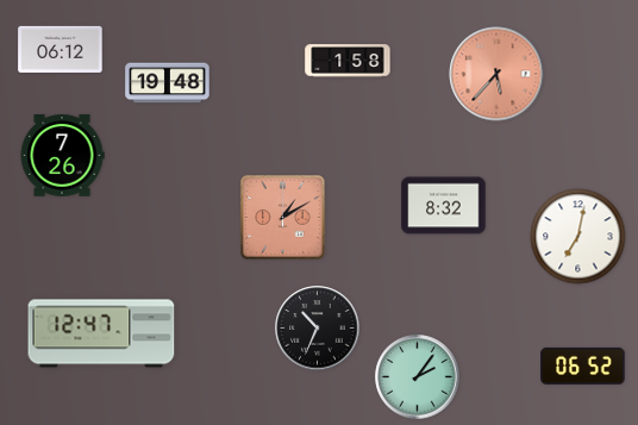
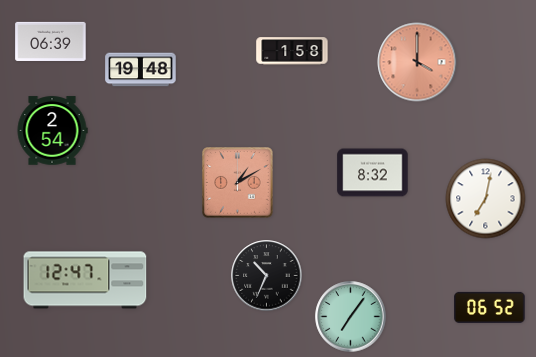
clock at (61, 49): 06:12 -> 06:39
clock at (496, 74): 5:37 -> 4:00
clock at (62, 156): 7:26 -> 2:54
clock at (418, 377): 2:06 -> 7:06
